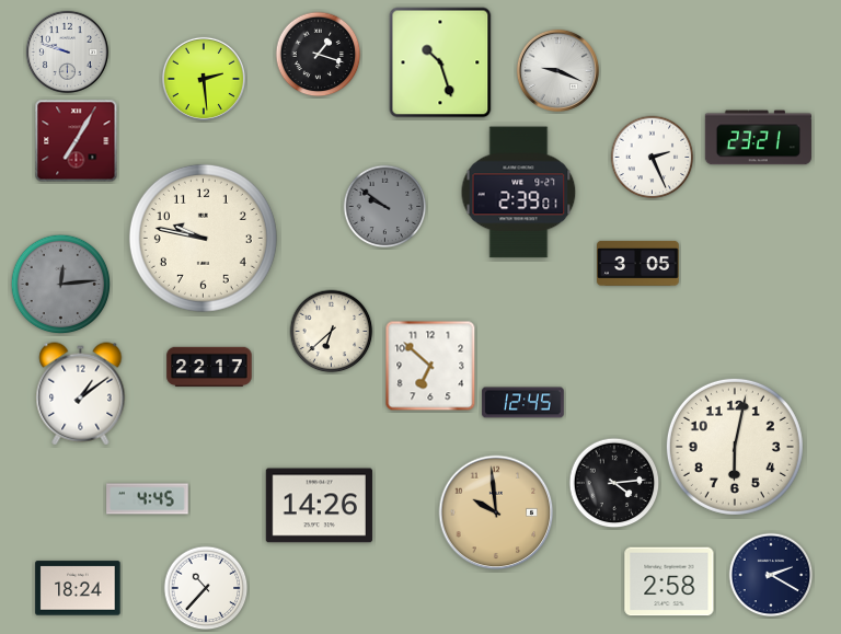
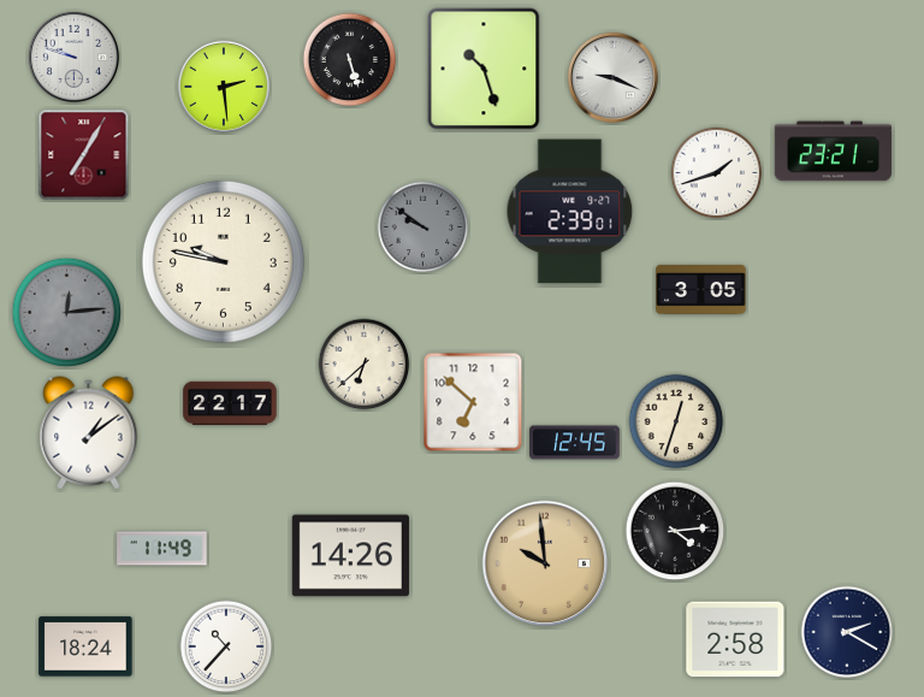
clock at (319, 55): 1:18 -> 5:27
clock at (653, 158): 2:26 -> 1:42
clock at (676, 421): none -> 12:33
clock at (735, 447): 6:02 -> none
clock at (148, 499): 4:45 -> 11:49
